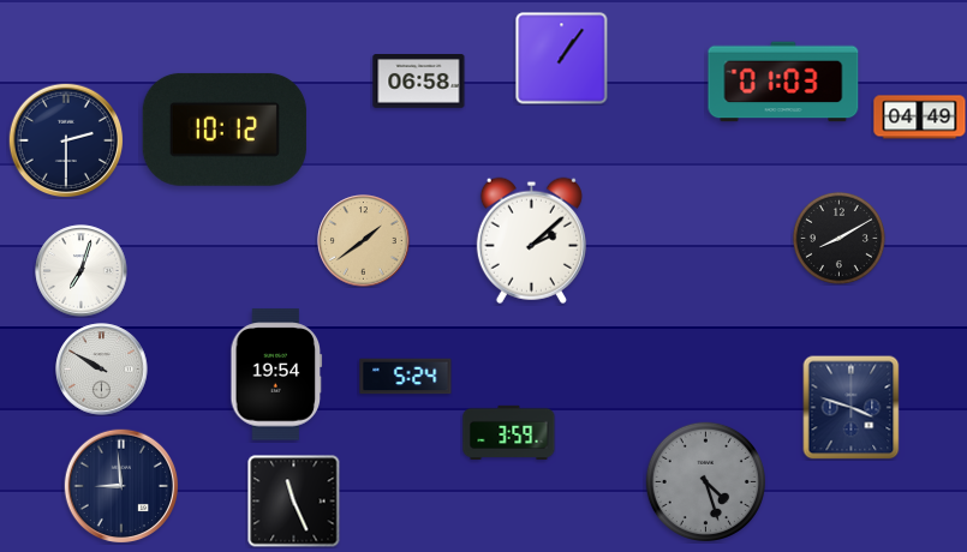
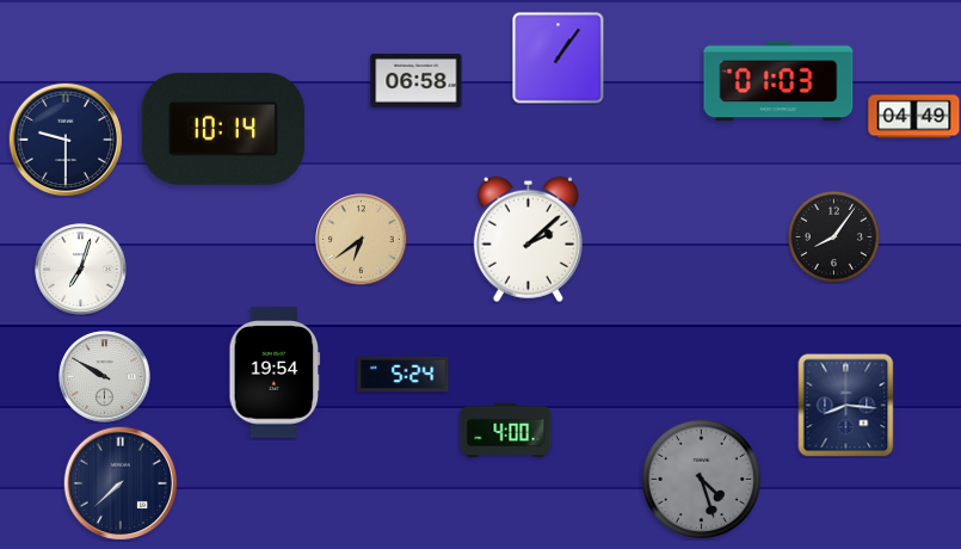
clock at (225, 130): 10:12 -> 10:14
clock at (66, 140): 2:30 -> 9:30
clock at (838, 238): 8:10 -> 8:06
clock at (364, 241): 1:39 -> 6:39
clock at (102, 370) position: (102, 370) -> (105, 377)
clock at (852, 407): 3:48 -> 8:16
clock at (509, 432): 3:59 -> 4:00
clock at (121, 486): 8:59 -> 7:38
clock at (294, 502): 11:26 -> none
